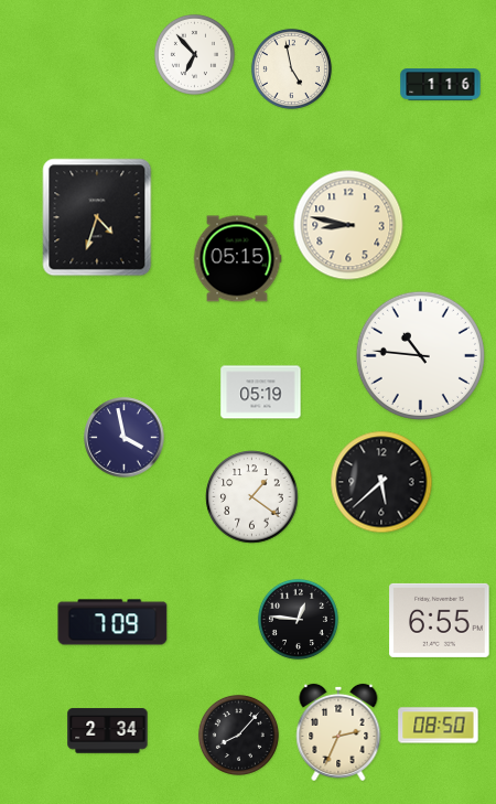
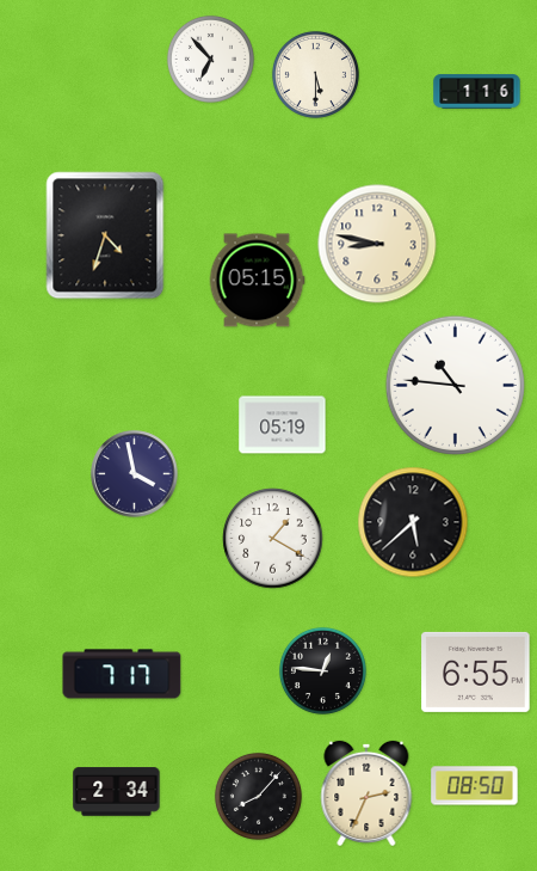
clock at (291, 68): 4:58 -> 5:30
clock at (252, 497): 1:21 -> 1:20
clock at (112, 622): 7:09 -> 7:17
